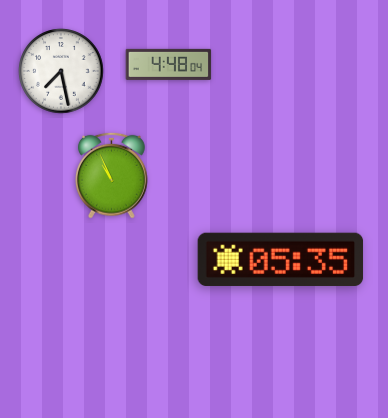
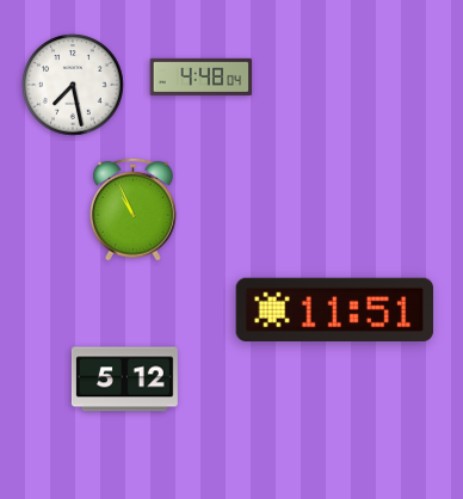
clock at (281, 259): 05:35 -> 11:51
clock at (124, 380): none -> 5:12
